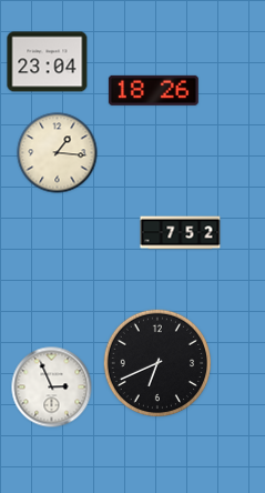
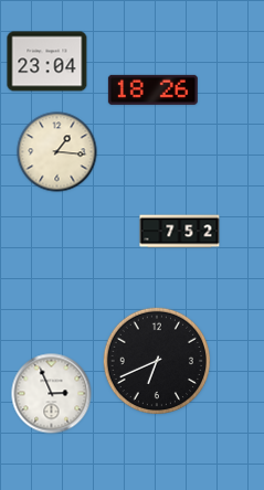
clock at (52, 388) position: (52, 388) -> (52, 394)
